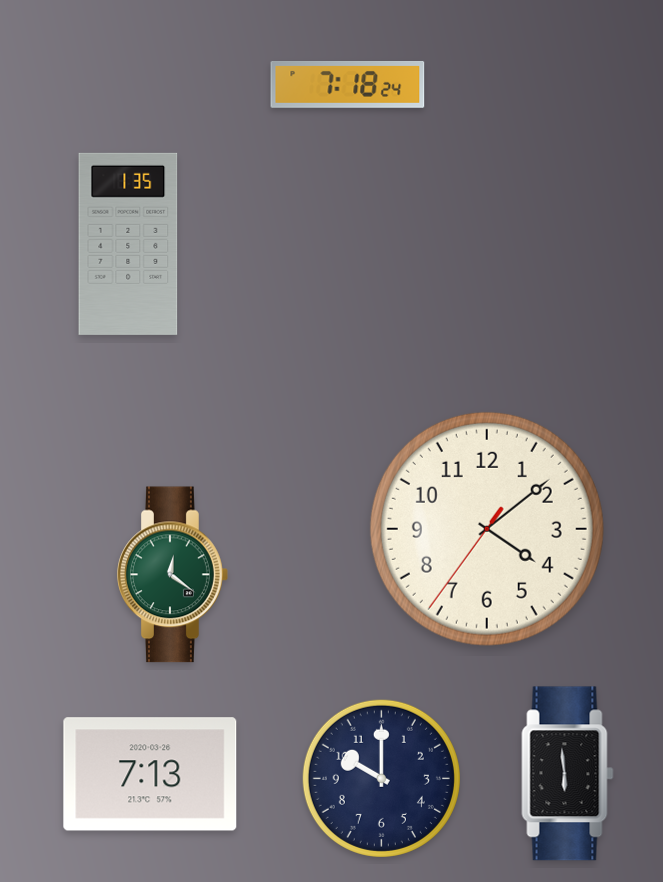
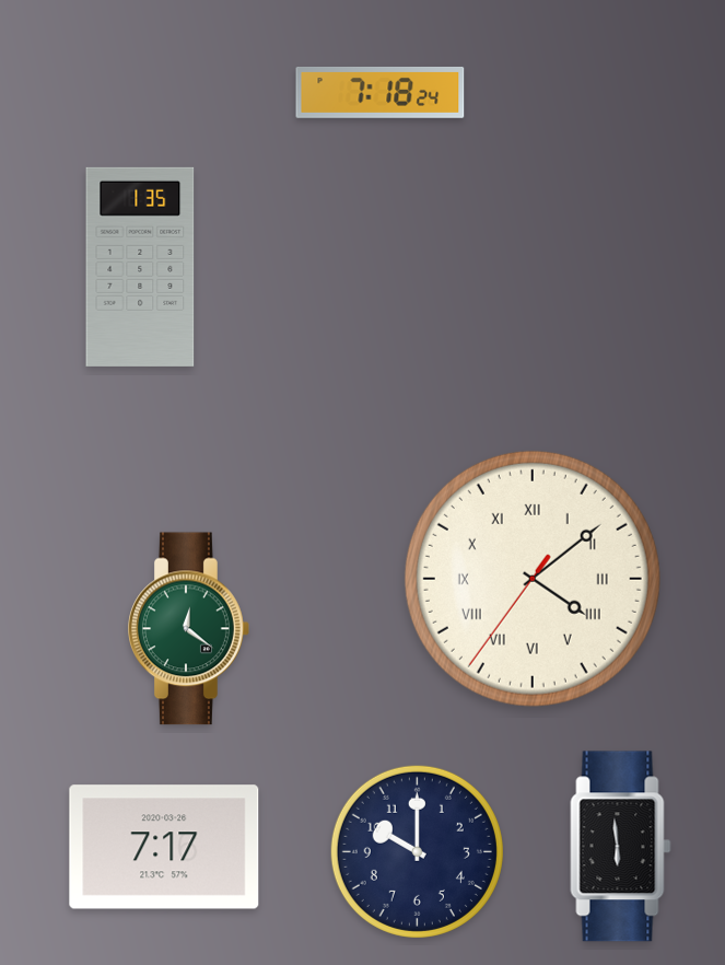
clock at (487, 529) numerals: Arabic -> Roman
clock at (150, 774): 7:13 -> 7:17
